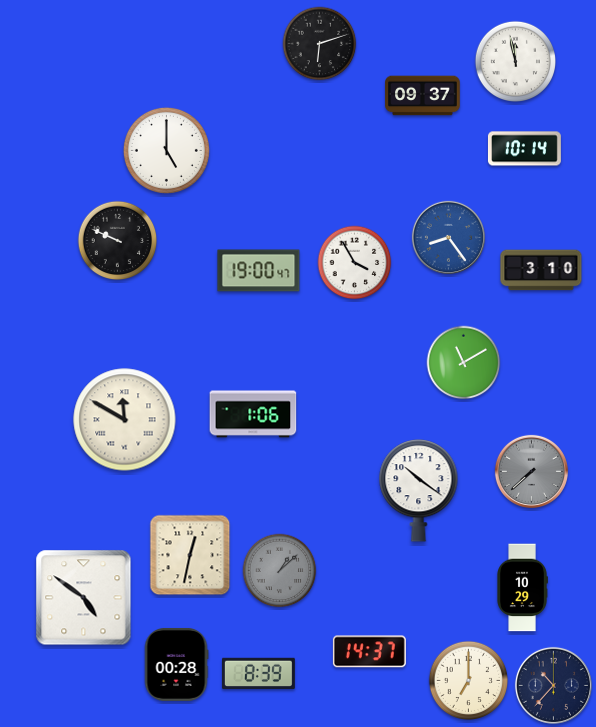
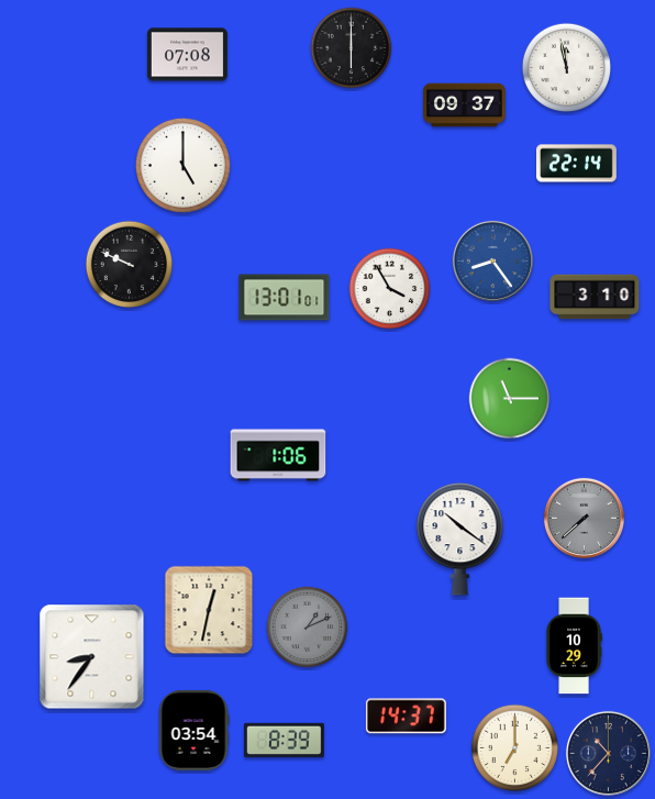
clock at (320, 44): 6:12 -> 6:00
clock at (187, 55): none -> 07:08
clock at (524, 149): 10:14 -> 22:14
clock at (259, 271): 19:00 -> 13:01
clock at (464, 363): 11:10 -> 11:15
clock at (125, 420): 11:50 -> none
clock at (280, 571): 1:08 -> 1:11
clock at (84, 598): 4:51 -> 8:36
clock at (176, 664): 00:28 -> 03:54
